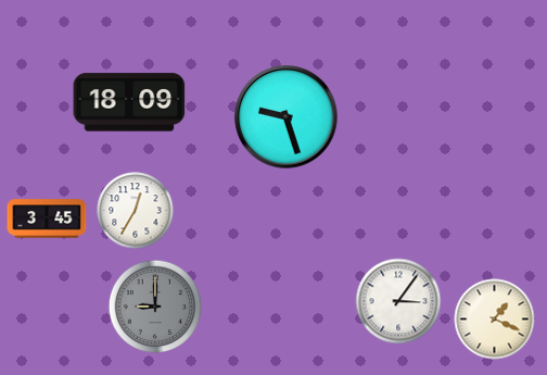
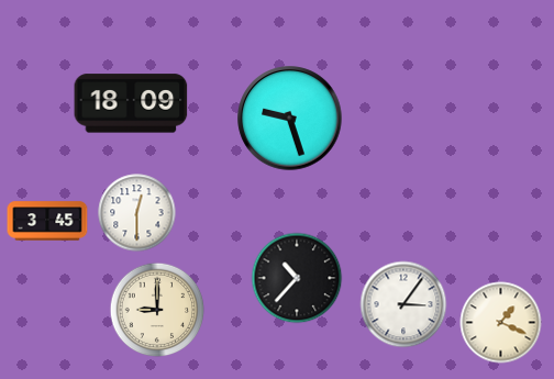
clock at (136, 211): 12:35 -> 12:30
clock at (297, 278): none -> 10:37
clock at (155, 307) dial: grey -> cream
